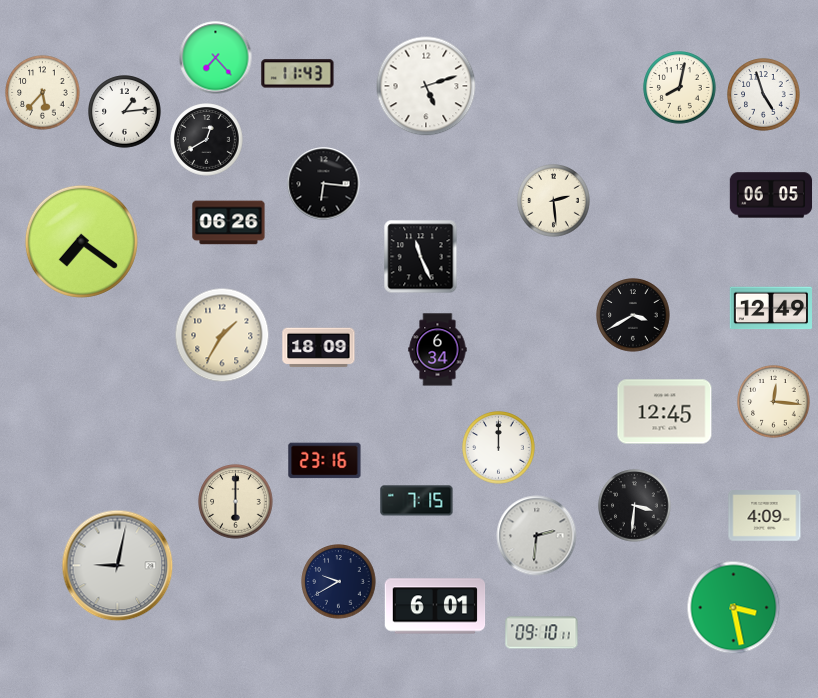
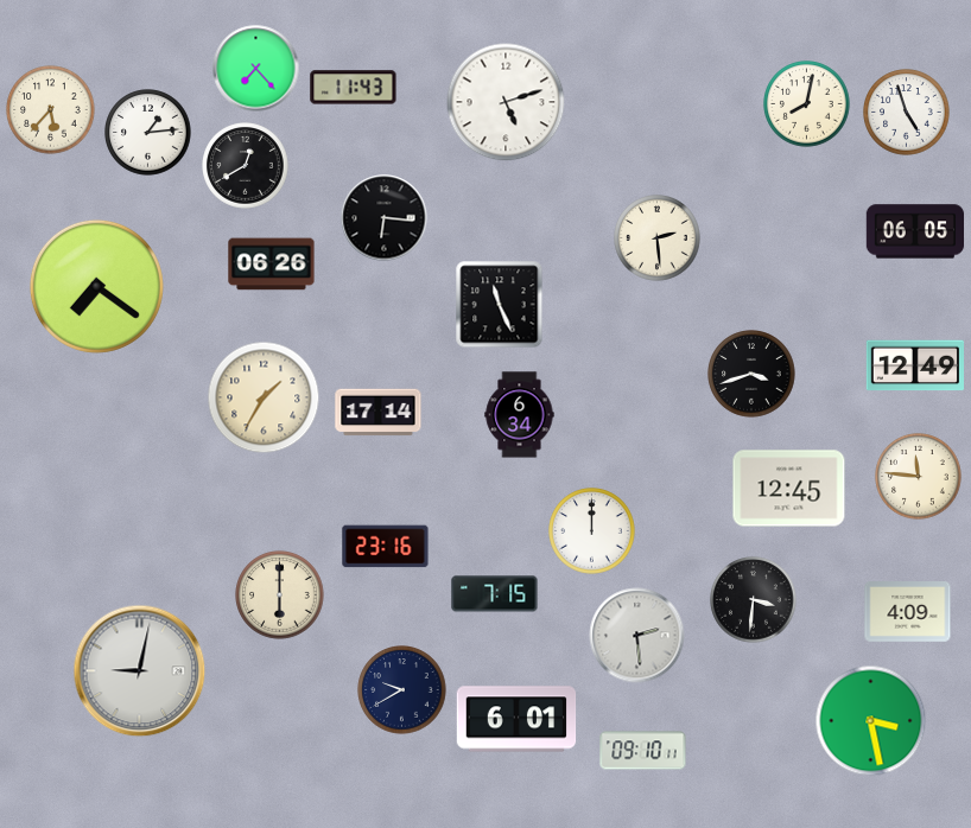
clock at (633, 315): 3:40 -> 3:42
clock at (319, 348): 18:09 -> 17:14
clock at (774, 402): 12:16 -> 11:46
clock at (537, 536): 2:31 -> 2:29
